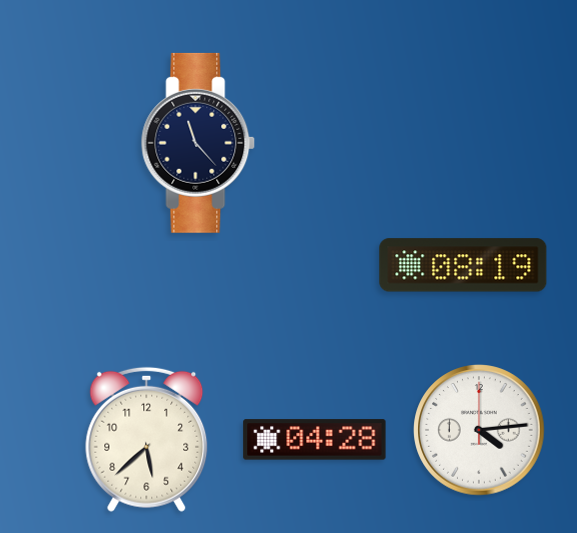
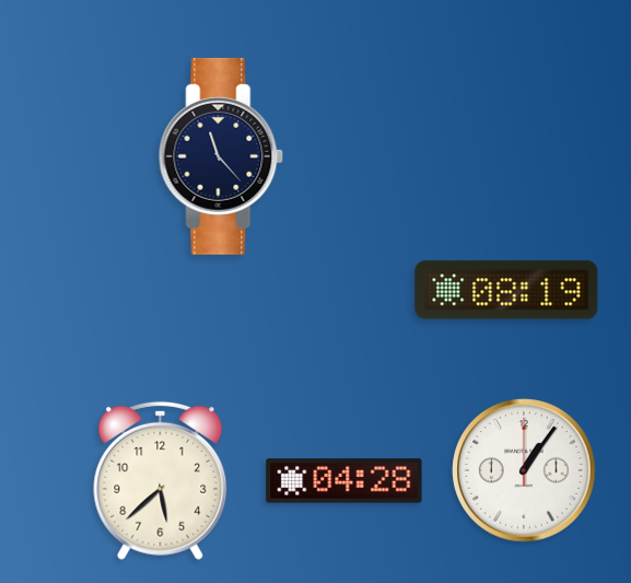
clock at (198, 143) position: (198, 143) -> (221, 156)
clock at (479, 430): 4:14 -> 1:06
